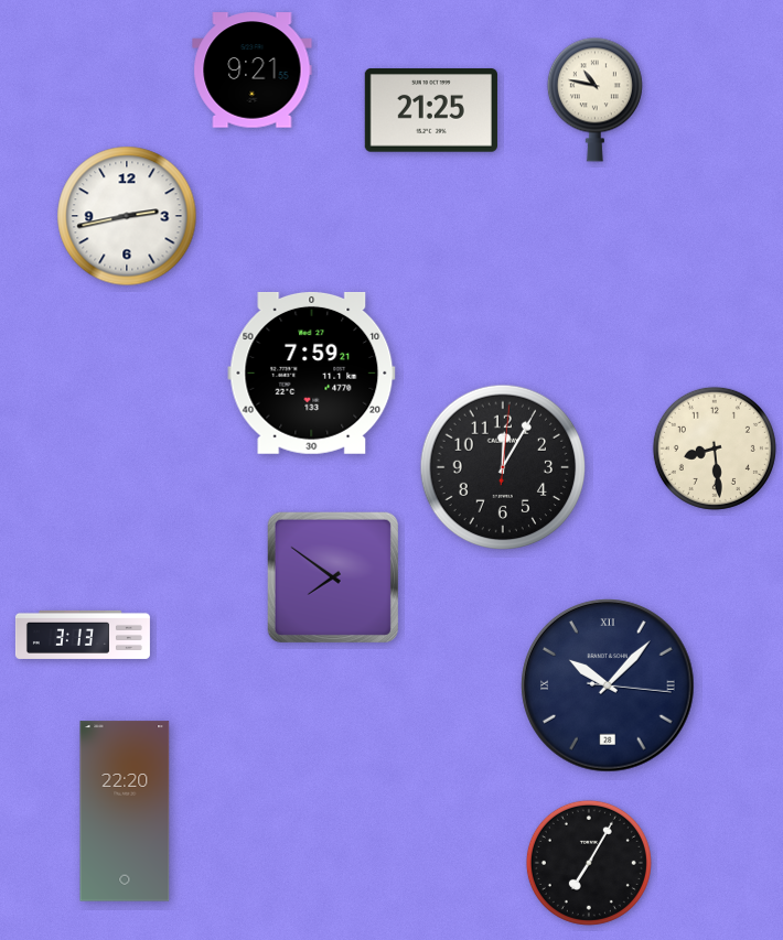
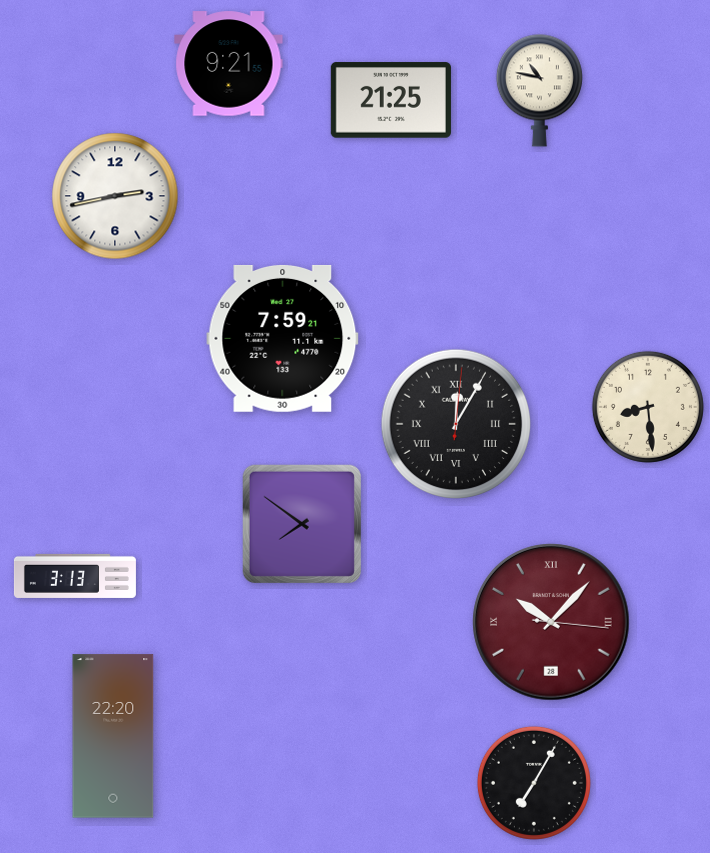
clock at (503, 467) numerals: Arabic -> Roman
clock at (608, 685) dial: navy -> burgundy
